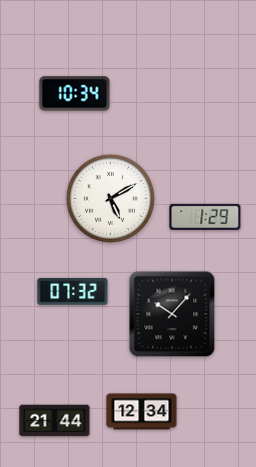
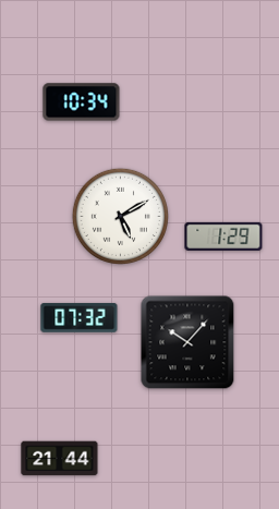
clock at (142, 412): 12:34 -> none
